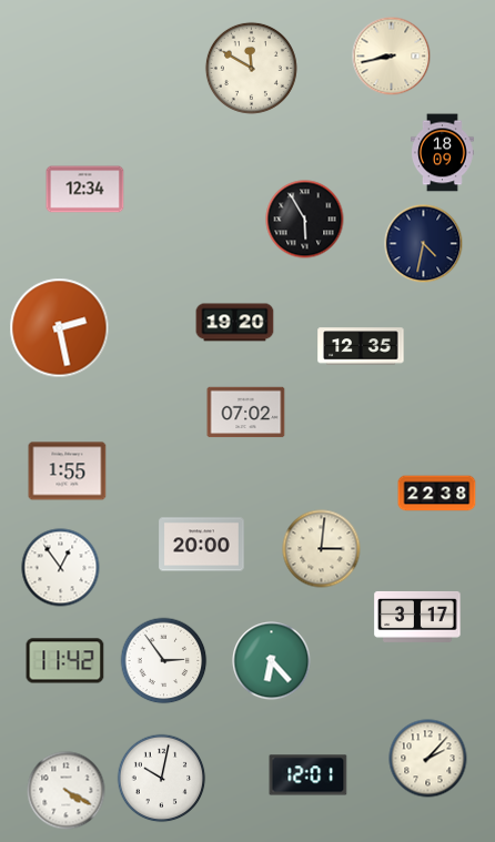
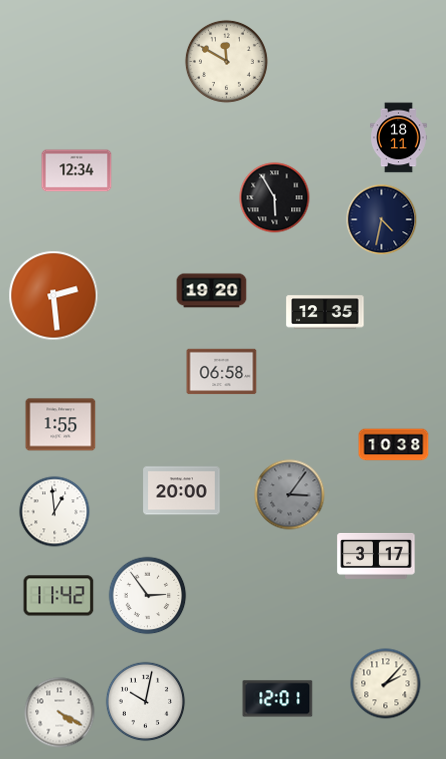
clock at (392, 57): 8:43 -> none
clock at (443, 153): 18:09 -> 18:11
clock at (60, 328): 2:28 -> 2:29
clock at (246, 413): 07:02 -> 06:58
clock at (437, 494): 22:38 -> 10:38
clock at (322, 549): 3:01 -> 3:06
clock at (322, 549) dial: cream -> grey
clock at (61, 568): 12:54 -> 12:59
clock at (272, 661): 6:23 -> none
